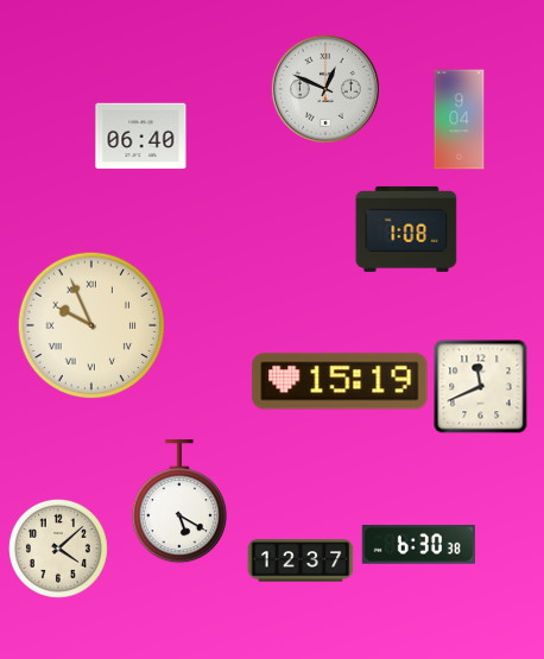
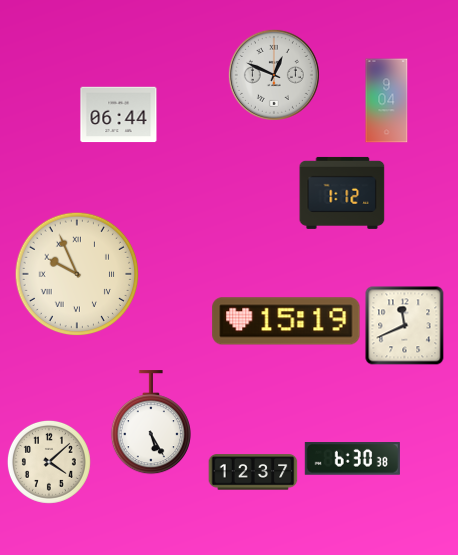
clock at (141, 137): 06:40 -> 06:44
clock at (406, 229): 1:08 -> 1:12
clock at (179, 502): 5:20 -> 5:25
